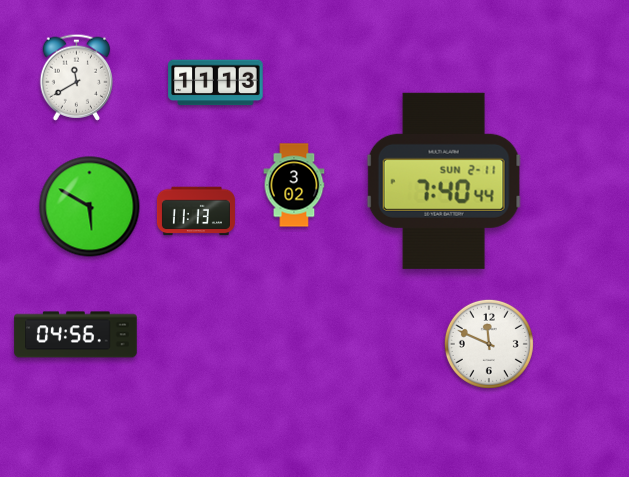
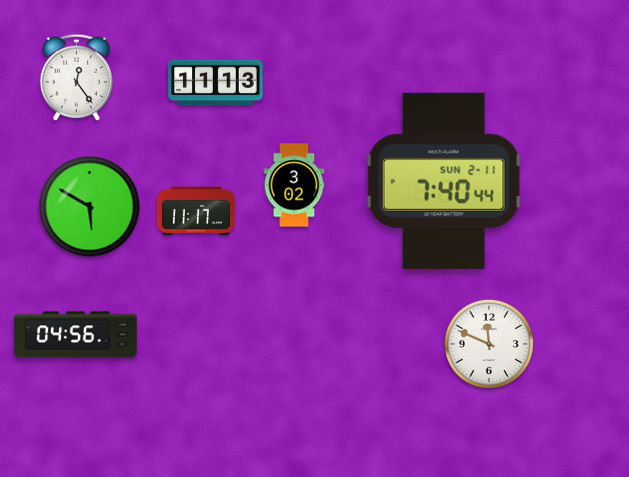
clock at (76, 77): 11:40 -> 12:24
clock at (196, 211): 11:13 -> 11:17
